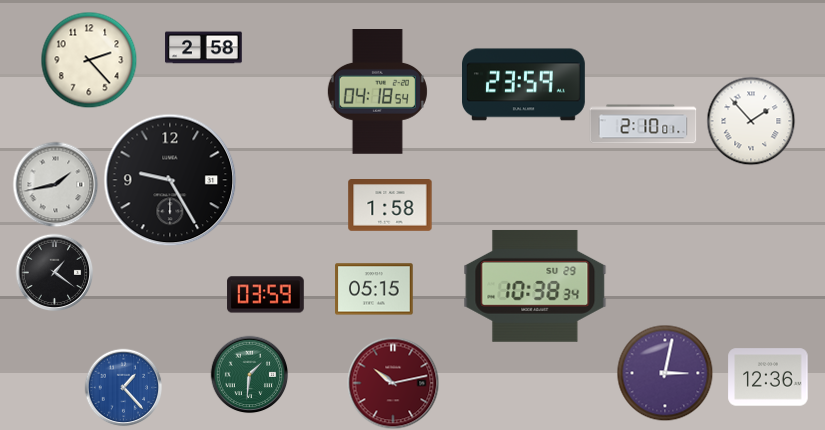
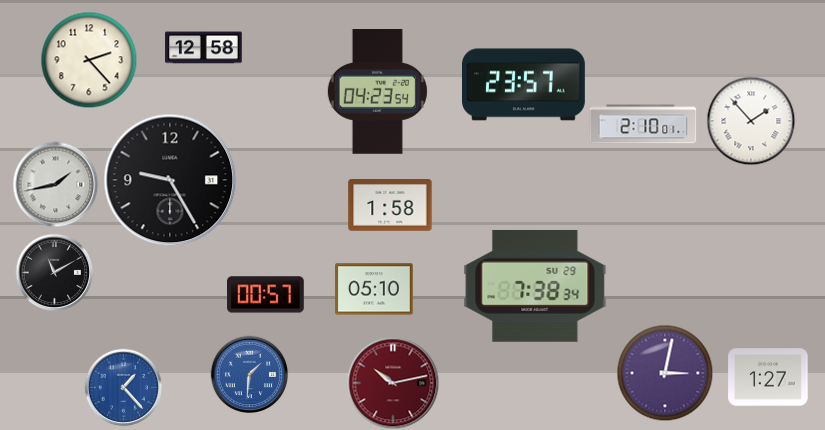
clock at (204, 48): 2:58 -> 12:58
clock at (524, 85): 23:59 -> 23:57
clock at (377, 92): 04:18 -> 04:23
clock at (54, 272): 1:21 -> 11:10
clock at (535, 286): 10:38 -> 7:38
clock at (374, 289): 05:15 -> 05:10
clock at (266, 295): 03:59 -> 00:57
clock at (249, 374) dial: green -> blue
clock at (768, 377): 12:36 -> 1:27
